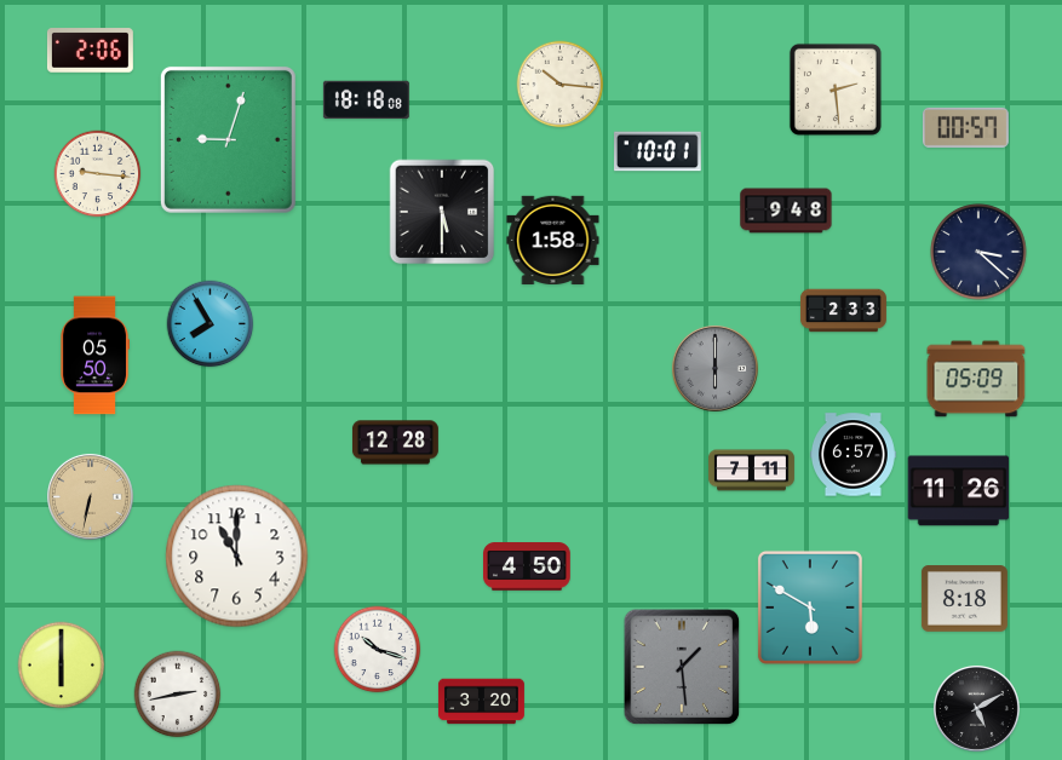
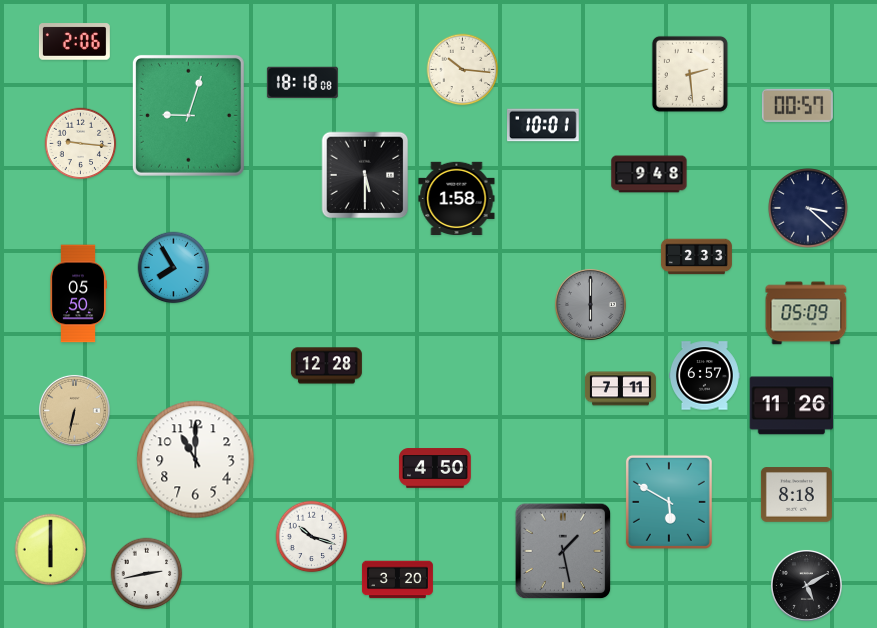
clock at (682, 667): 1:29 -> 1:28
